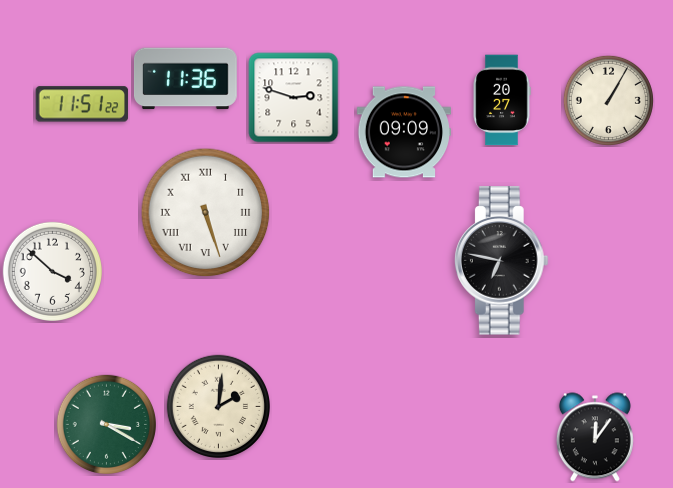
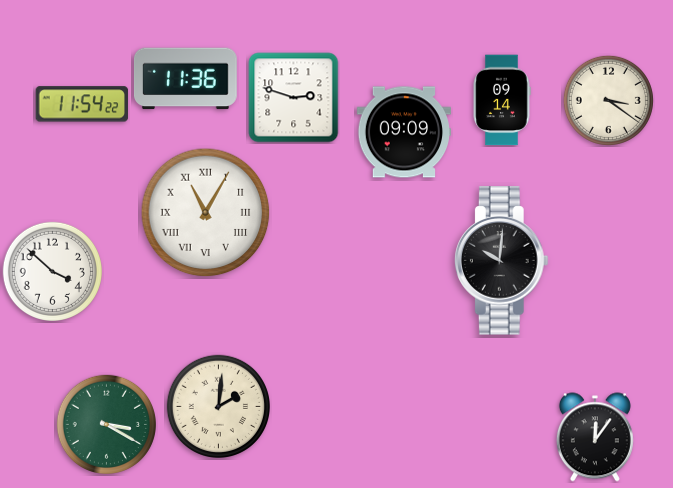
clock at (502, 100): 20:27 -> 09:14
clock at (608, 100): 1:05 -> 3:21
clock at (82, 104): 11:51 -> 11:54
clock at (206, 213): 5:27 -> 11:05
clock at (501, 261): 6:47 -> 10:01
